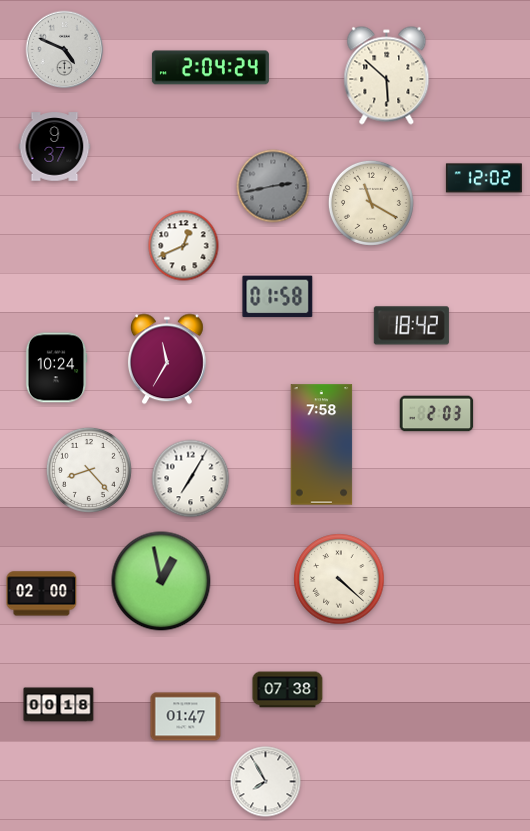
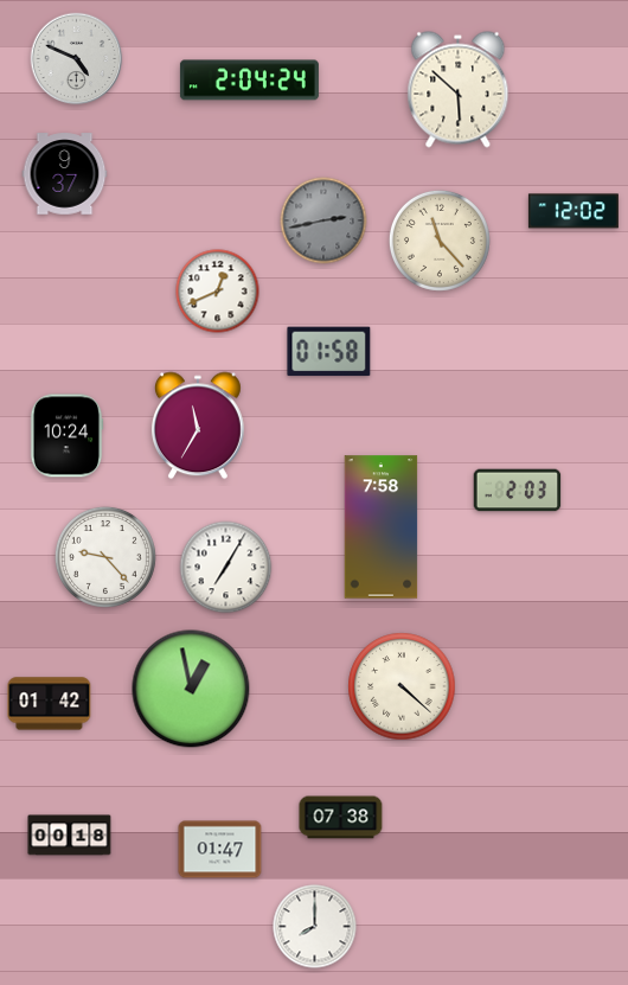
clock at (371, 203): 11:20 -> 11:23
clock at (411, 326): 18:42 -> none
clock at (89, 470): 8:23 -> 9:23
clock at (42, 594): 02:00 -> 01:42
clock at (266, 782): 7:55 -> 8:00
